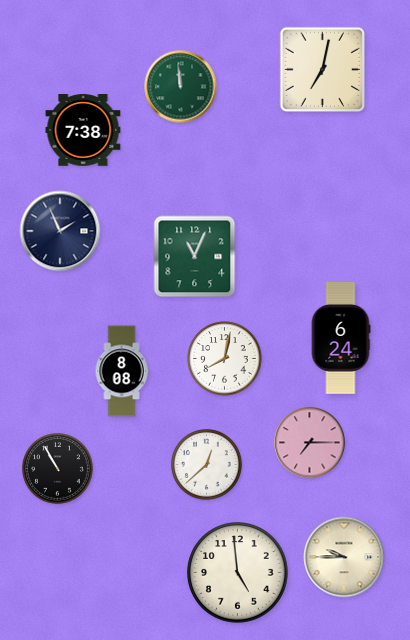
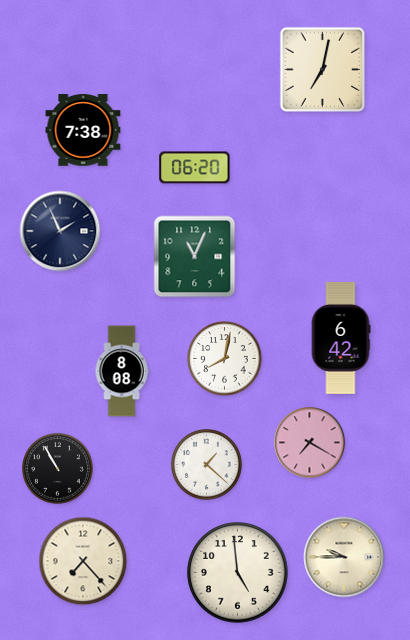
clock at (181, 87): 11:59 -> none
clock at (195, 168): none -> 06:20
clock at (341, 339): 6:24 -> 6:42
clock at (310, 443): 7:15 -> 7:20
clock at (207, 465): 12:38 -> 1:22
clock at (83, 561): none -> 7:23
